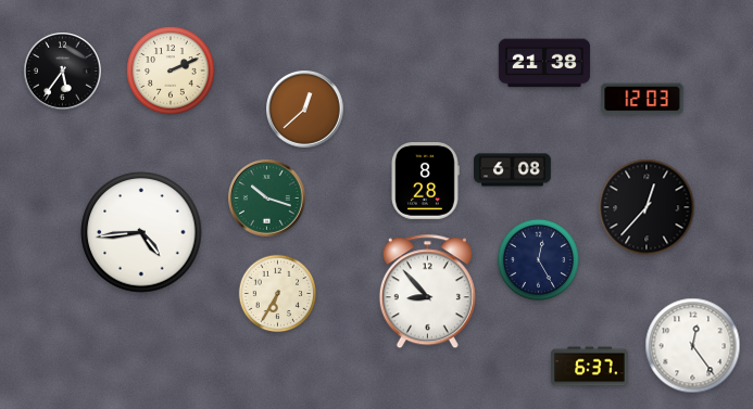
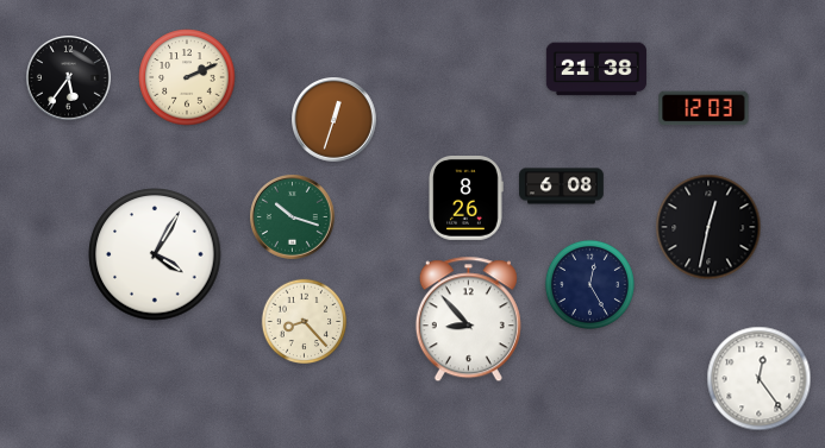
clock at (305, 110): 12:38 -> 12:33
clock at (426, 181): 8:28 -> 8:26
clock at (647, 207): 12:37 -> 12:32
clock at (141, 232): 4:44 -> 4:05
clock at (278, 294): 6:35 -> 8:23
clock at (590, 367): 6:37 -> none
